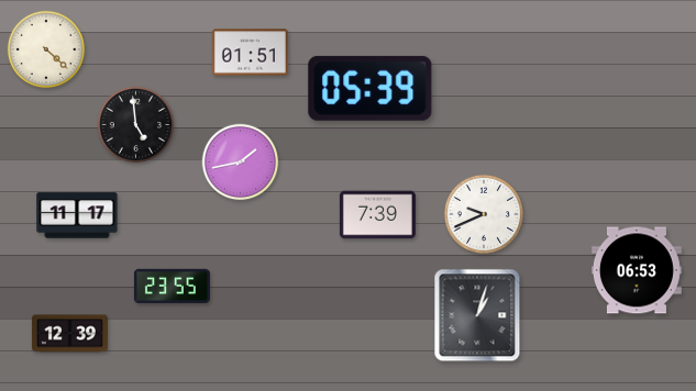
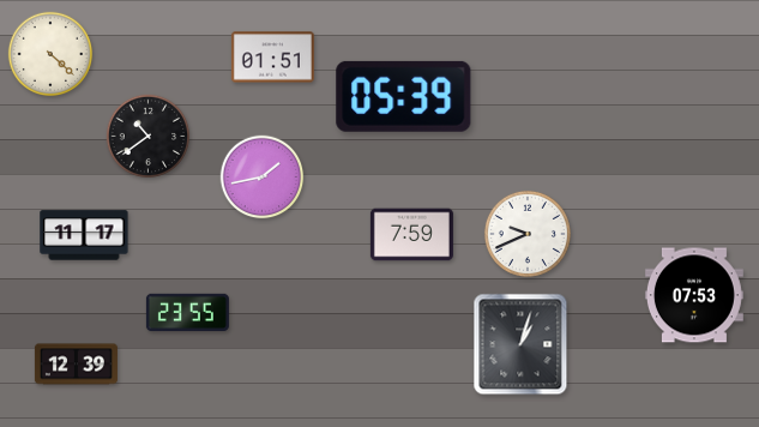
clock at (136, 125): 4:59 -> 10:39
clock at (377, 215): 7:39 -> 7:59
clock at (637, 270): 06:53 -> 07:53
